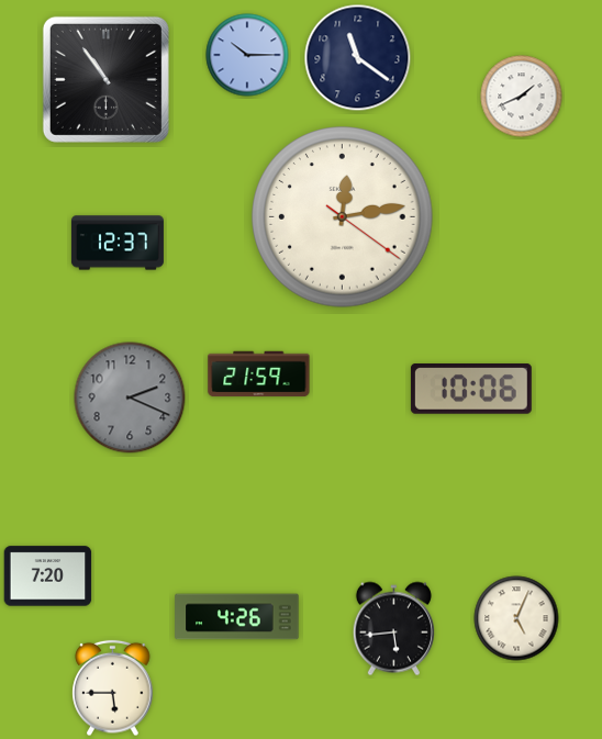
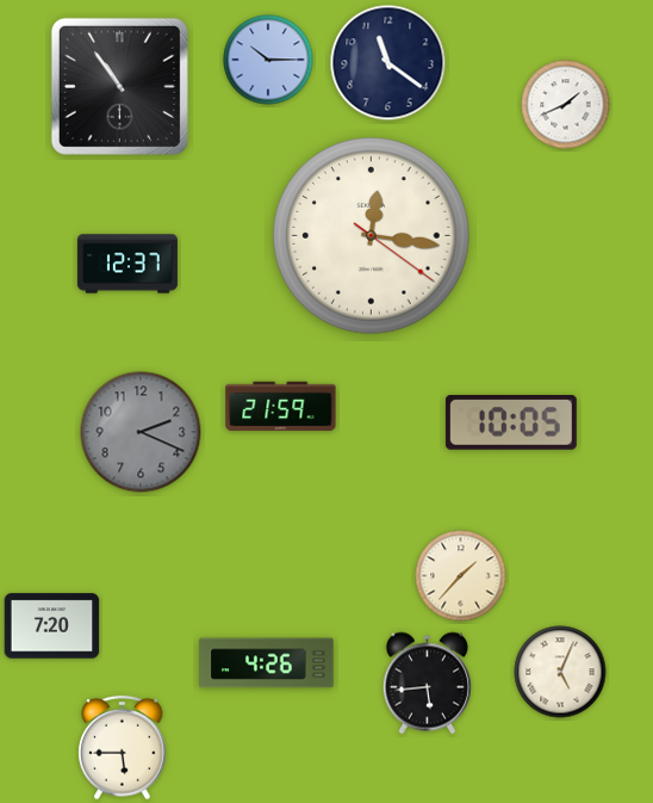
clock at (105, 79) position: (105, 79) -> (119, 86)
clock at (343, 217): 12:13 -> 12:16
clock at (471, 390): 10:06 -> 10:05
clock at (461, 576): none -> 1:37
clock at (237, 617) position: (237, 617) -> (267, 663)
